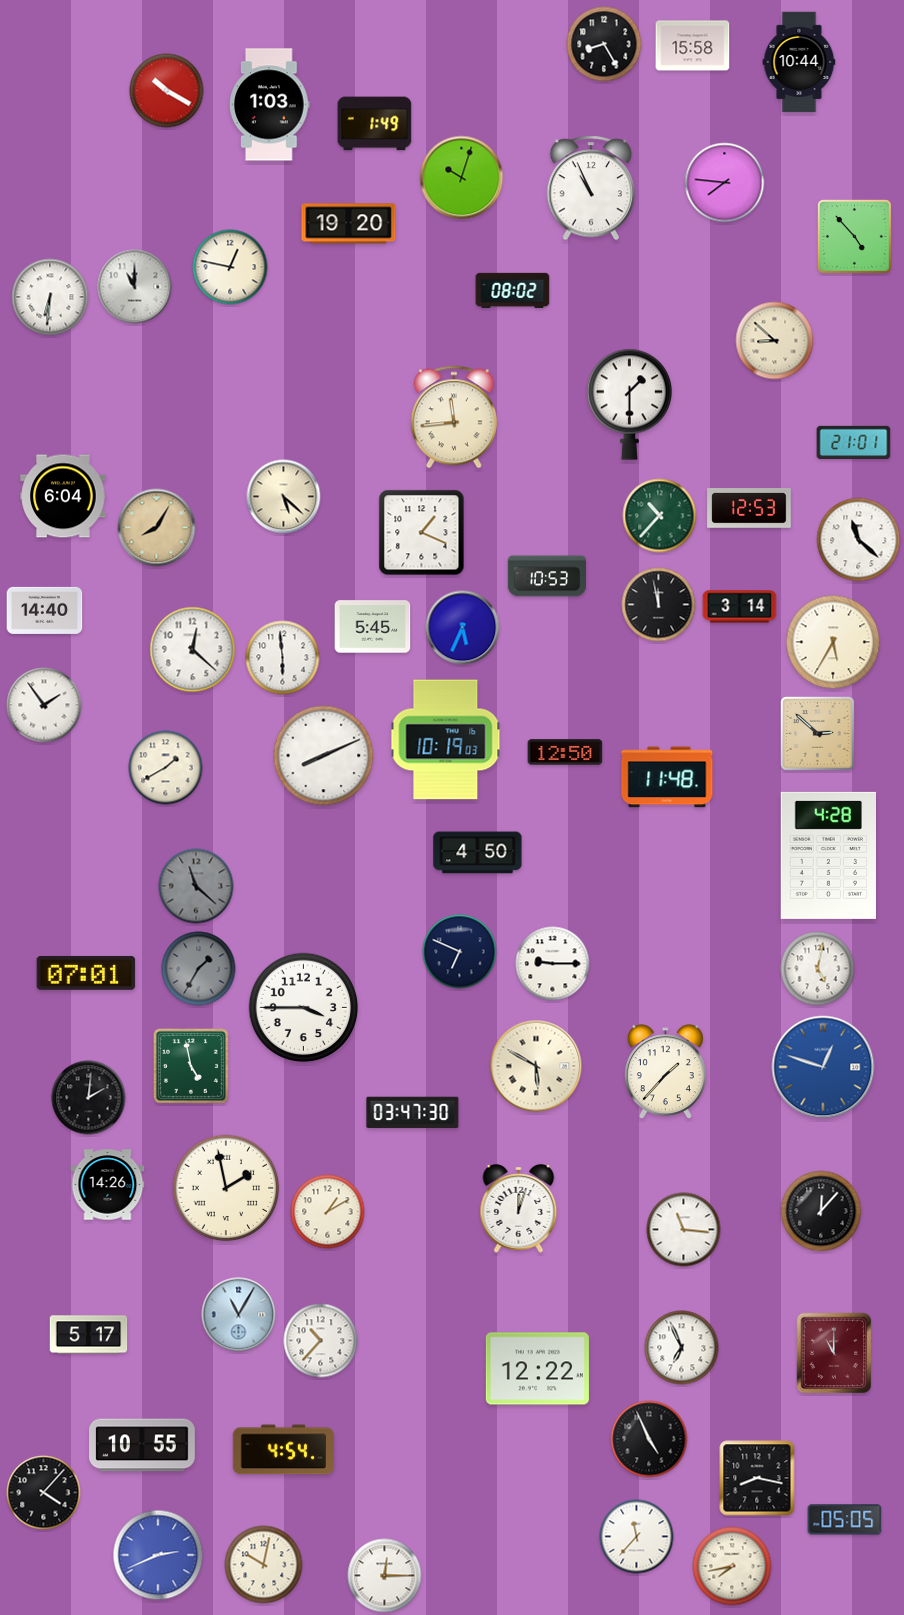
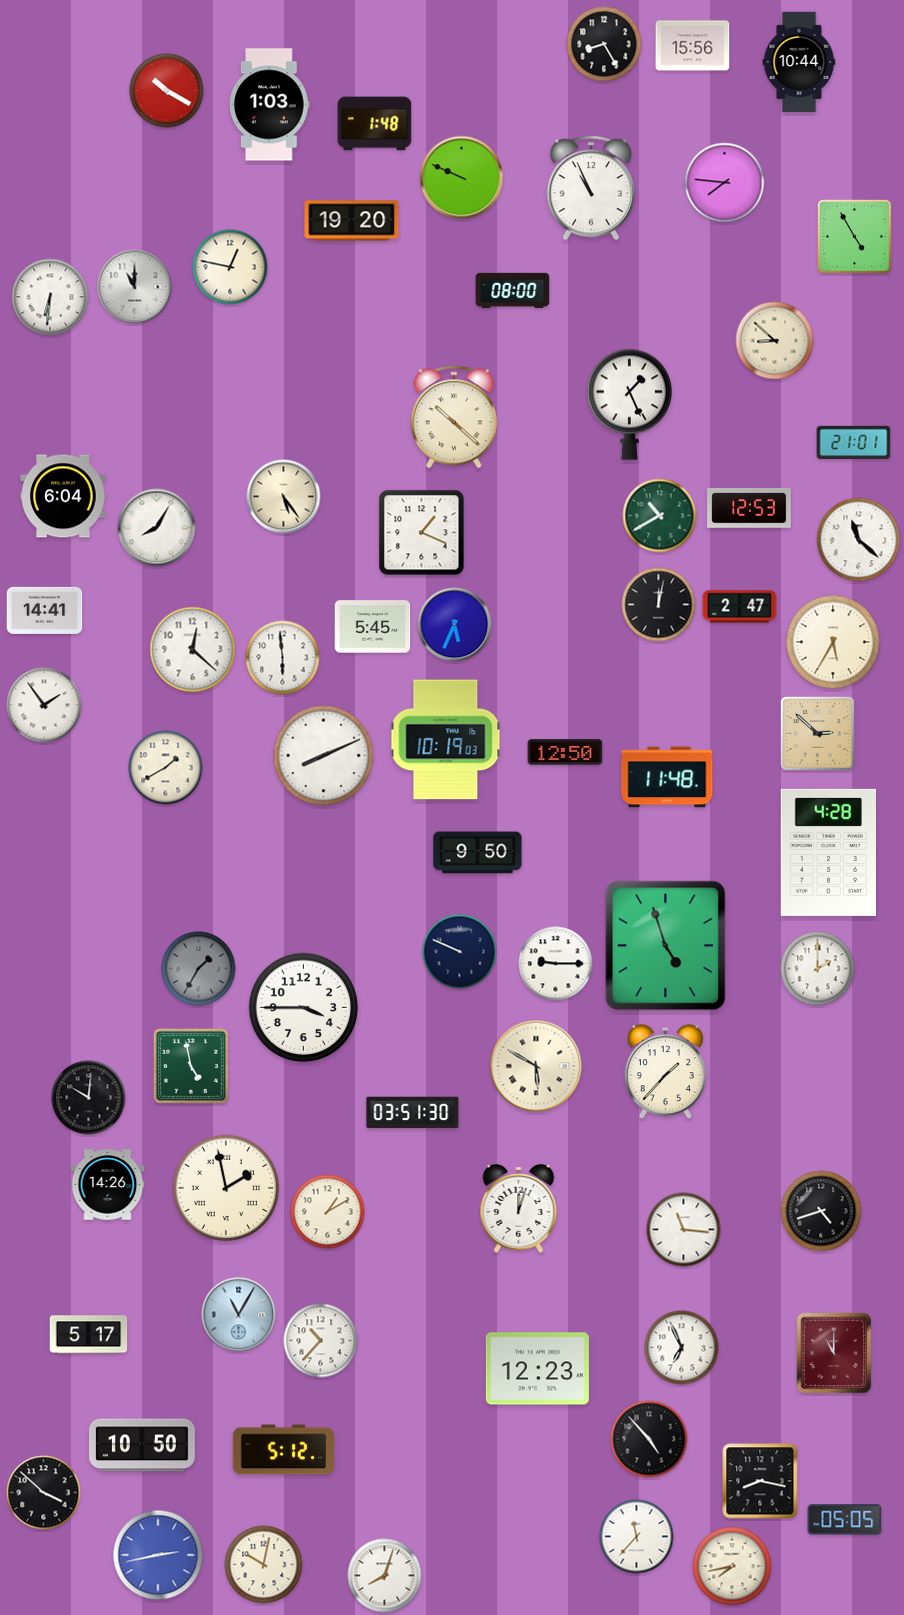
clock at (693, 46): 15:58 -> 15:56
clock at (375, 124): 1:49 -> 1:48
clock at (462, 178): 10:03 -> 9:49
clock at (349, 224) position: (349, 224) -> (352, 221)
clock at (855, 237): 4:53 -> 4:55
clock at (513, 290): 08:02 -> 08:00
clock at (629, 404): 1:30 -> 1:26
clock at (454, 417): 11:44 -> 10:22
clock at (284, 497): 5:22 -> 5:24
clock at (660, 516): 10:37 -> 10:40
clock at (157, 528) dial: champagne -> white
clock at (547, 576): 10:53 -> none
clock at (659, 605): 11:58 -> 12:02
clock at (740, 607): 3:14 -> 2:47
clock at (45, 610): 14:40 -> 14:41
clock at (463, 628) position: (463, 628) -> (455, 625)
clock at (478, 853): 4:50 -> 9:50
clock at (828, 855) position: (828, 855) -> (828, 852)
clock at (196, 886): 11:22 -> none
clock at (666, 946): none -> 4:57
clock at (460, 952): 6:49 -> 9:49
clock at (553, 964) position: (553, 964) -> (556, 964)
clock at (818, 969): 5:02 -> 2:00
clock at (86, 973): 07:01 -> none
clock at (823, 1067): 12:48 -> none
clock at (89, 1098): 2:01 -> 10:01
clock at (413, 1113): 03:47 -> 03:51
clock at (821, 1211): 12:07 -> 4:42
clock at (537, 1369): 12:22 -> 12:23
clock at (649, 1439): 4:56 -> 4:53
clock at (143, 1445): 10:55 -> 10:50
clock at (283, 1450): 4:54 -> 5:12
clock at (757, 1478) position: (757, 1478) -> (760, 1481)
clock at (44, 1493): 4:07 -> 3:52
clock at (158, 1555): 2:41 -> 2:43
clock at (385, 1576): 12:15 -> 8:03
